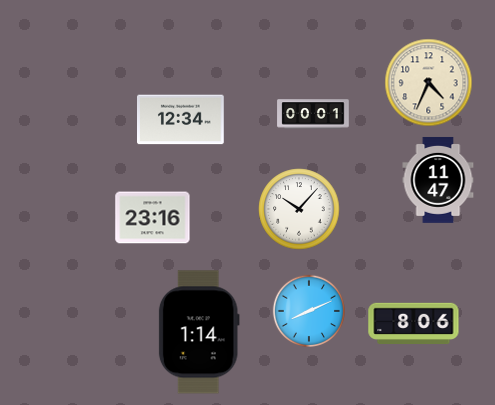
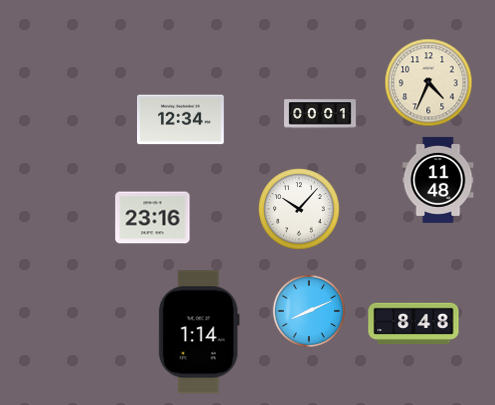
clock at (313, 114) position: (313, 114) -> (320, 114)
clock at (438, 180): 11:47 -> 11:48
clock at (414, 324): 8:06 -> 8:48
